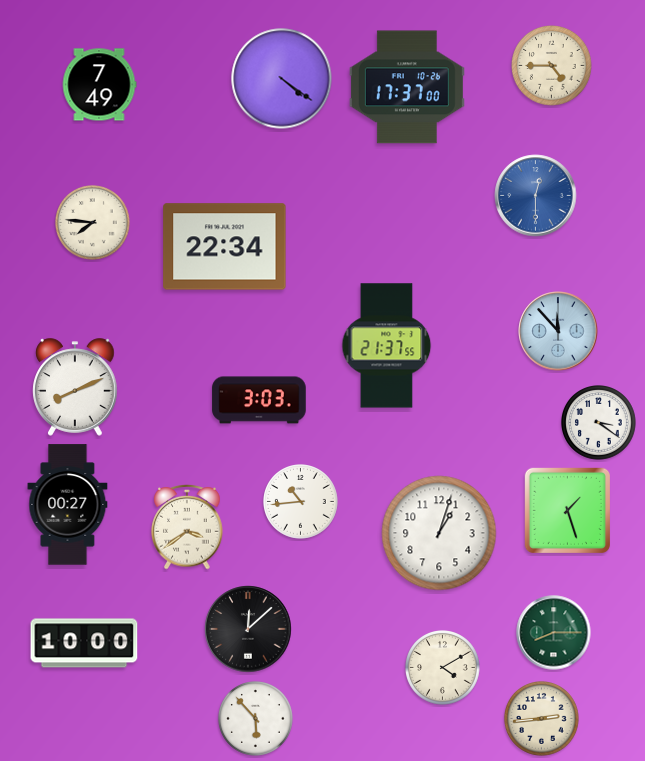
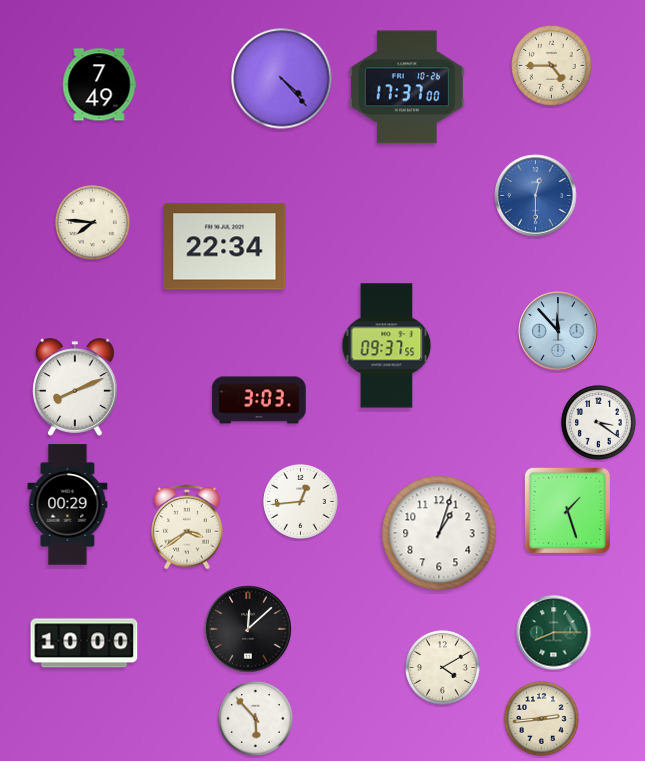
clock at (282, 79): 4:21 -> 4:23
clock at (387, 346): 21:37 -> 09:37
clock at (301, 502): 10:44 -> 12:44
clock at (68, 505): 00:27 -> 00:29
